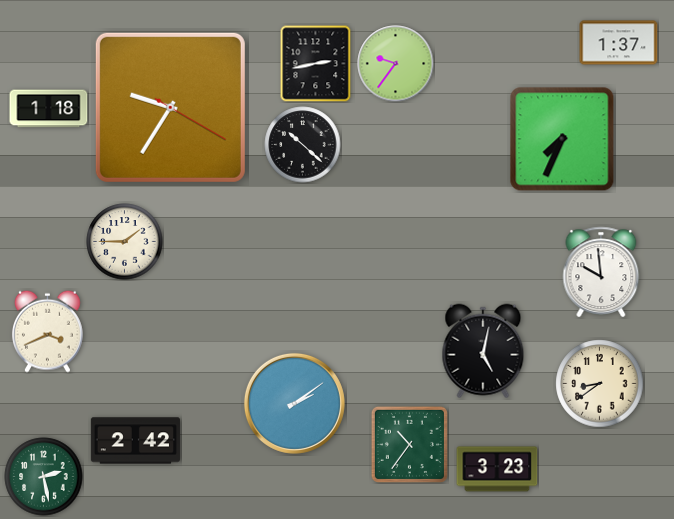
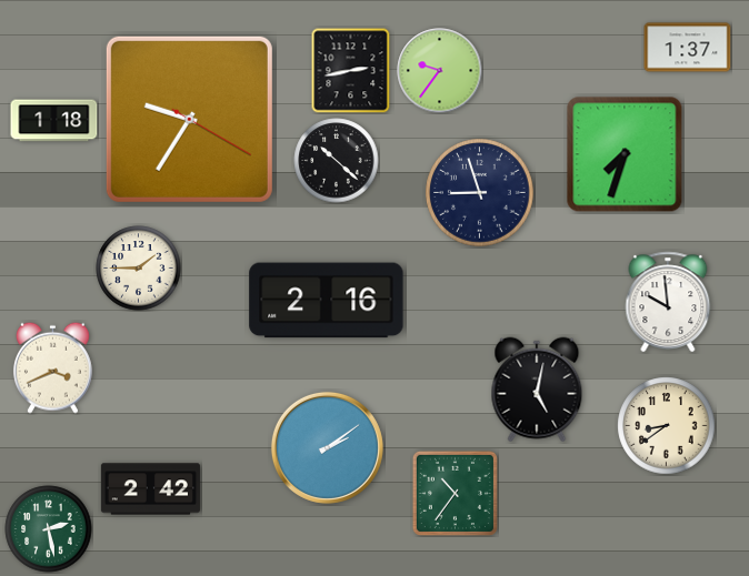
clock at (562, 139): 7:34 -> 7:33
clock at (480, 193): none -> 8:57
clock at (327, 301): none -> 2:16
clock at (497, 469): 3:23 -> none
